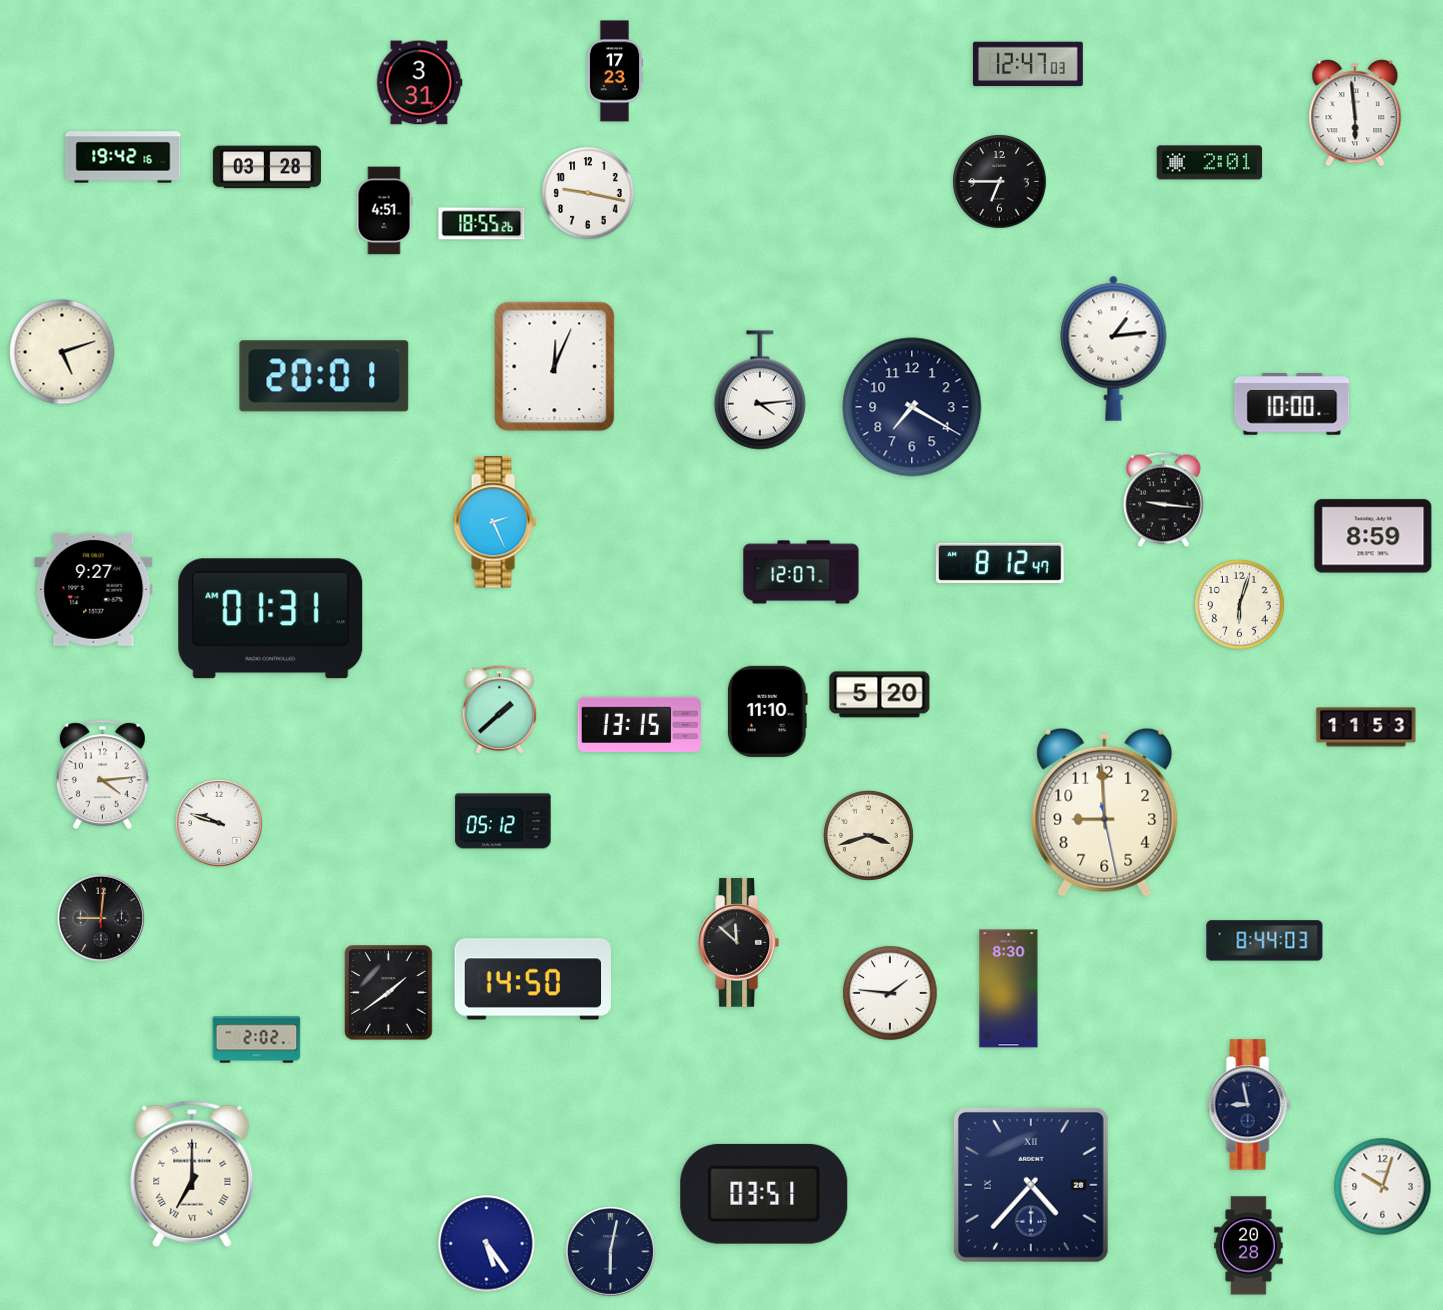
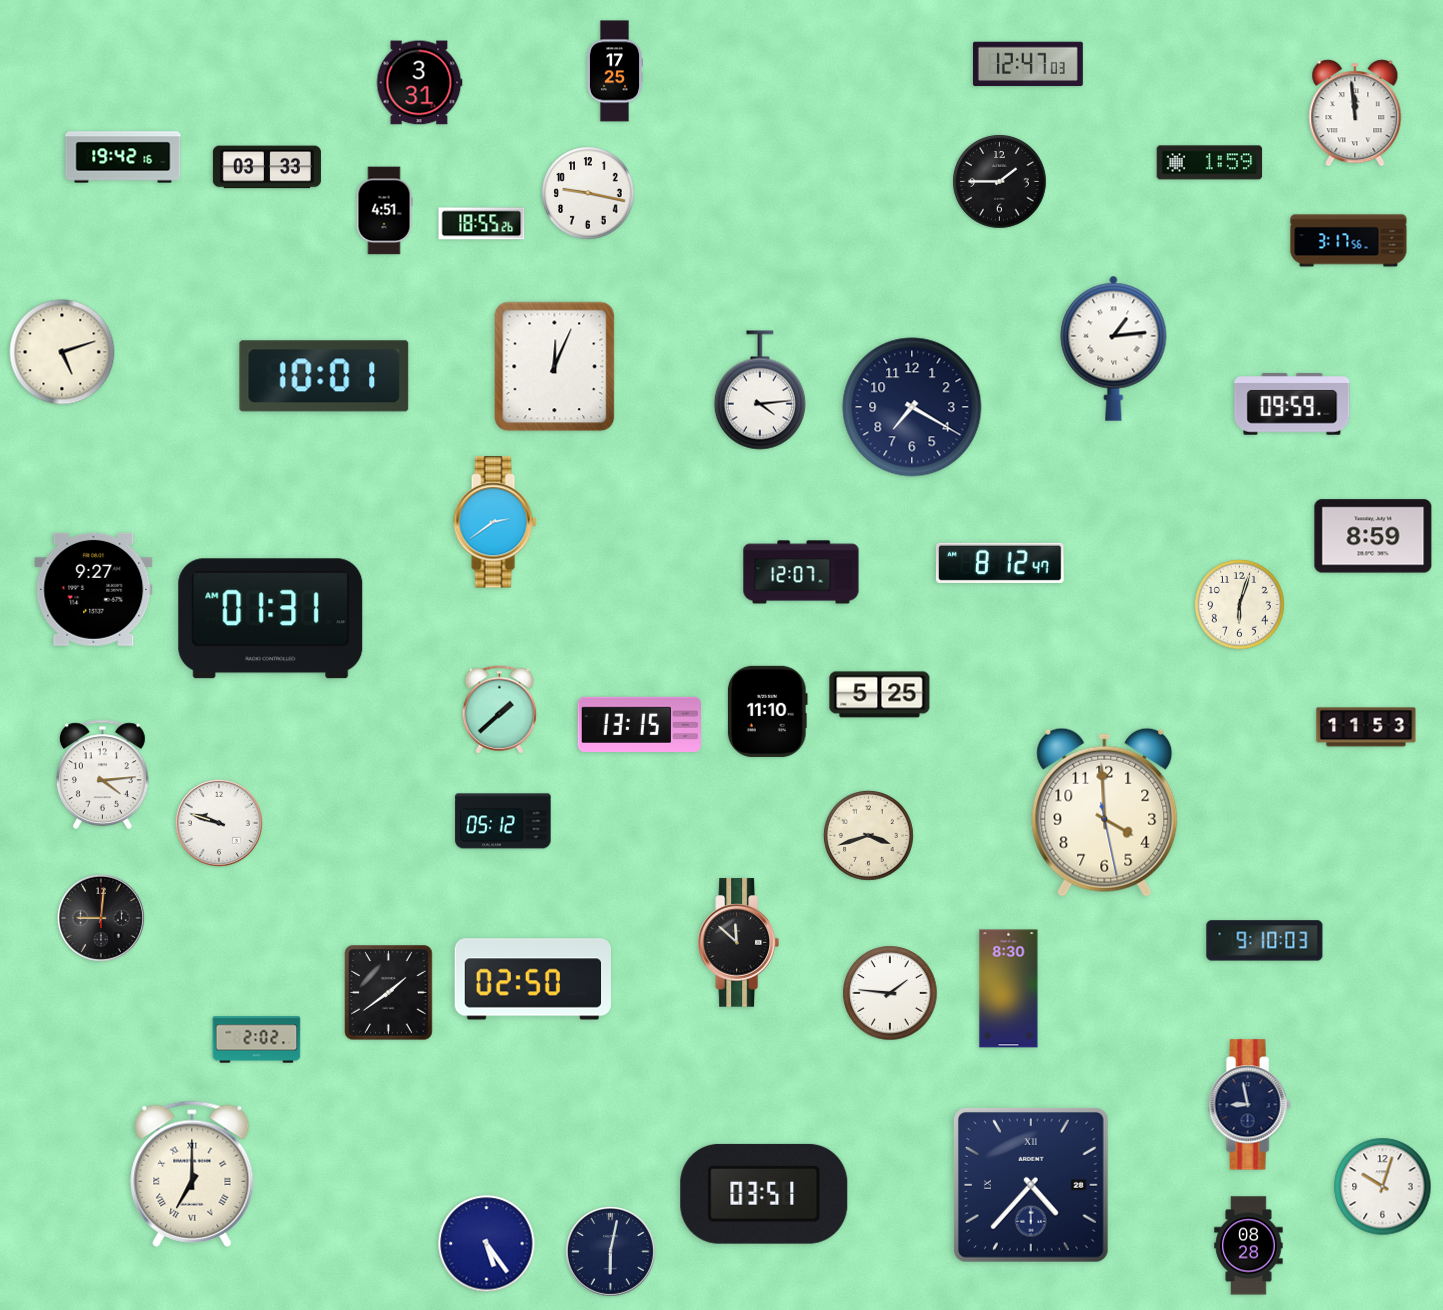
clock at (614, 71): 17:23 -> 17:25
clock at (1355, 113): 5:59 -> 11:59
clock at (1210, 163): 2:01 -> 1:59
clock at (267, 167): 03:28 -> 03:33
clock at (1000, 182): 6:45 -> 1:45
clock at (1349, 241): none -> 3:17
clock at (324, 376): 20:01 -> 10:01
clock at (1292, 404): 10:00 -> 09:59
clock at (1164, 500): 9:16 -> none
clock at (495, 522): 2:26 -> 2:39
clock at (880, 695): 5:20 -> 5:25
clock at (1105, 812): 8:59 -> 3:59
clock at (1265, 941): 8:44 -> 9:10
clock at (532, 979): 14:50 -> 02:50
clock at (1249, 1246): 20:28 -> 08:28
